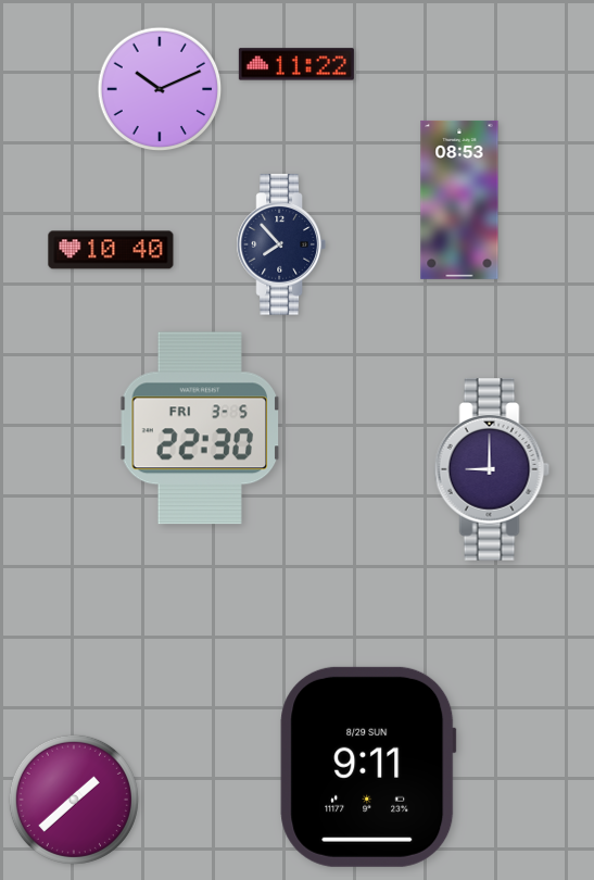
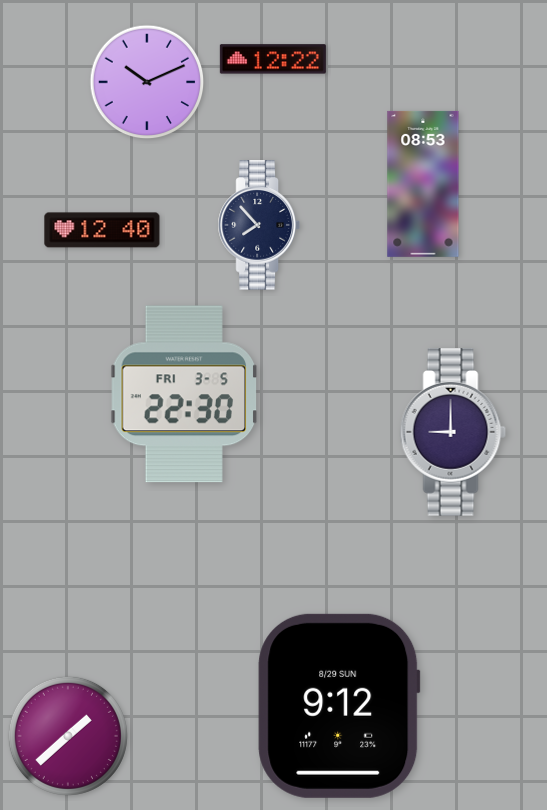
clock at (296, 64): 11:22 -> 12:22
clock at (111, 250): 10:40 -> 12:40
clock at (368, 767): 9:11 -> 9:12
